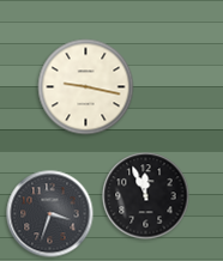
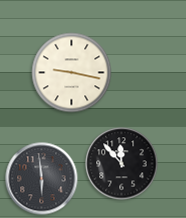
clock at (146, 196): 11:56 -> 11:53
clock at (50, 214): 3:33 -> 5:59
